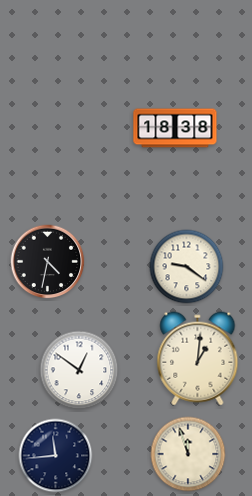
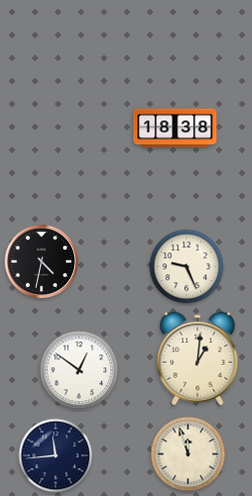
clock at (48, 262) position: (48, 262) -> (42, 262)
clock at (187, 267): 9:21 -> 9:26
